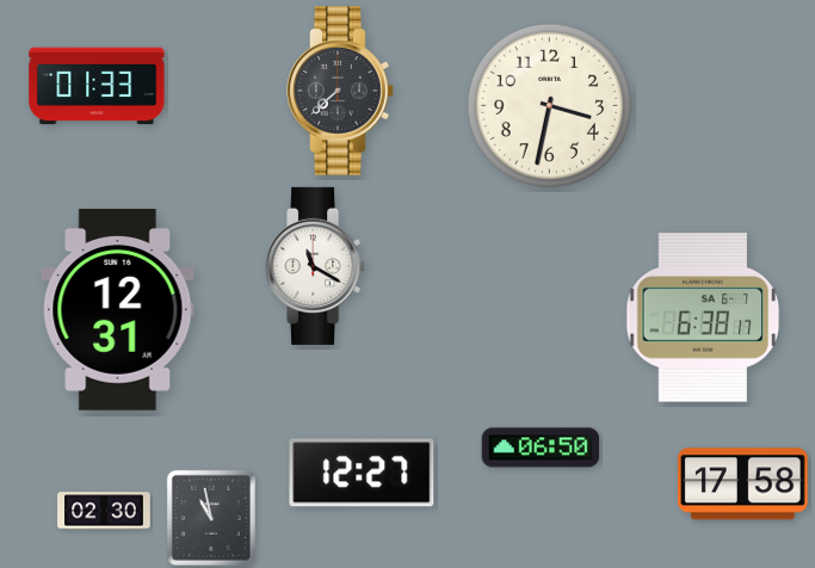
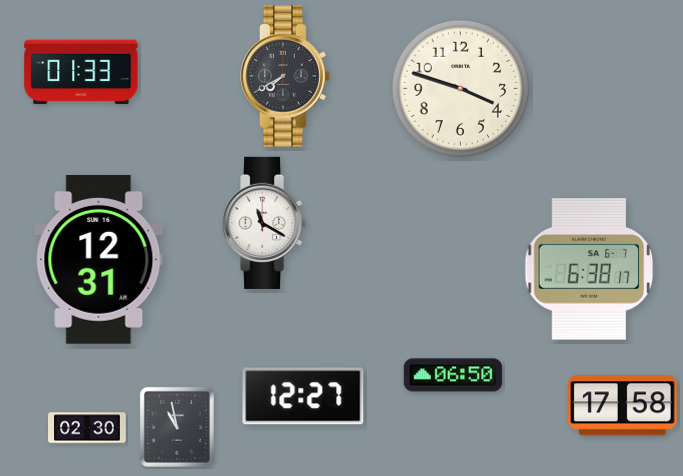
clock at (340, 91): 7:38 -> 7:40
clock at (550, 106): 3:32 -> 3:48
clock at (703, 317) position: (703, 317) -> (589, 269)
clock at (211, 518) position: (211, 518) -> (177, 427)
